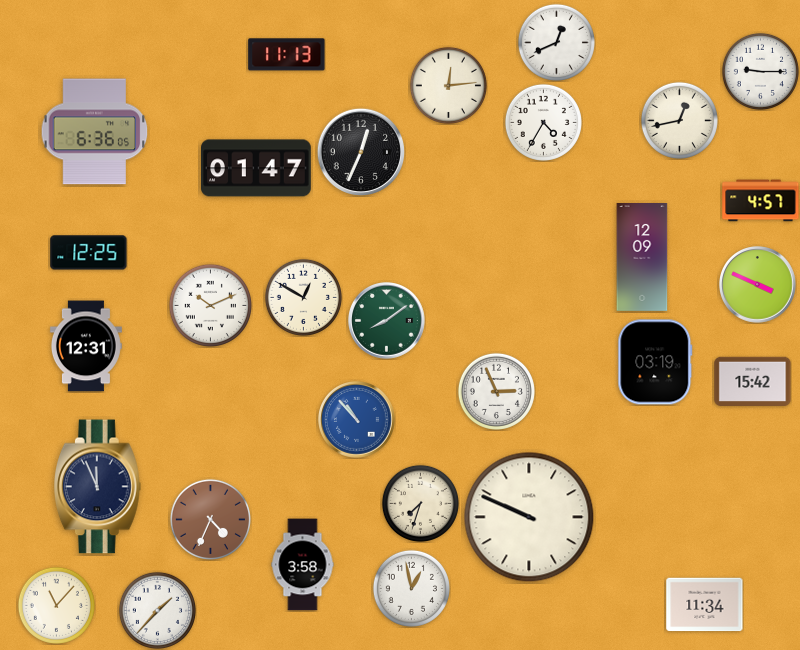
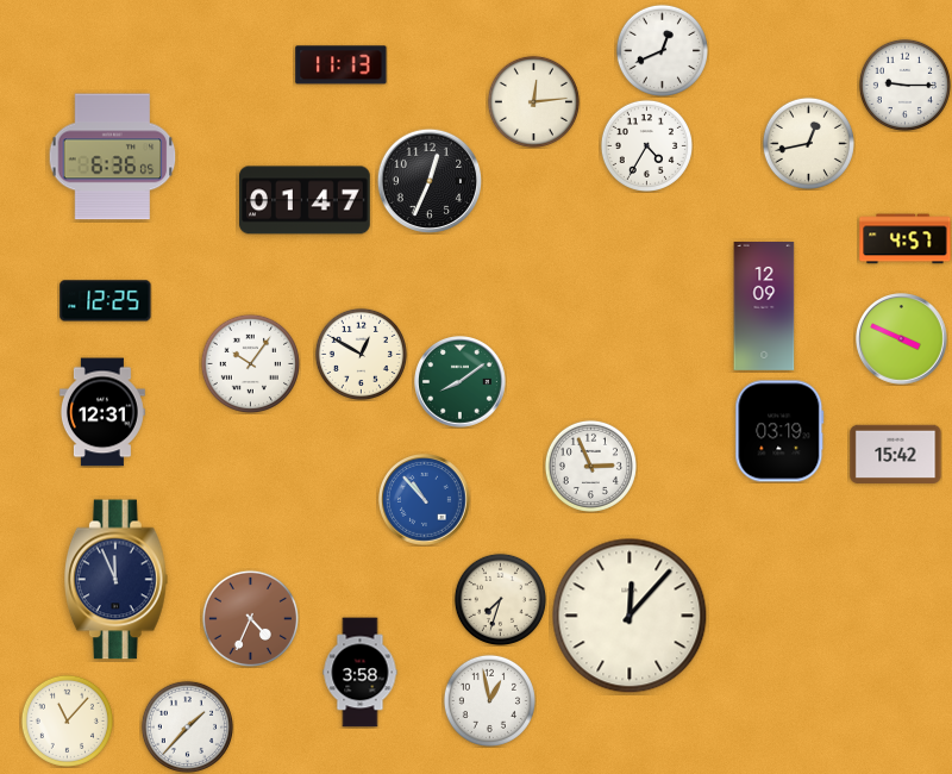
clock at (210, 305): 10:11 -> 10:06
clock at (529, 517): 9:49 -> 12:07
clock at (705, 605): 11:34 -> none
